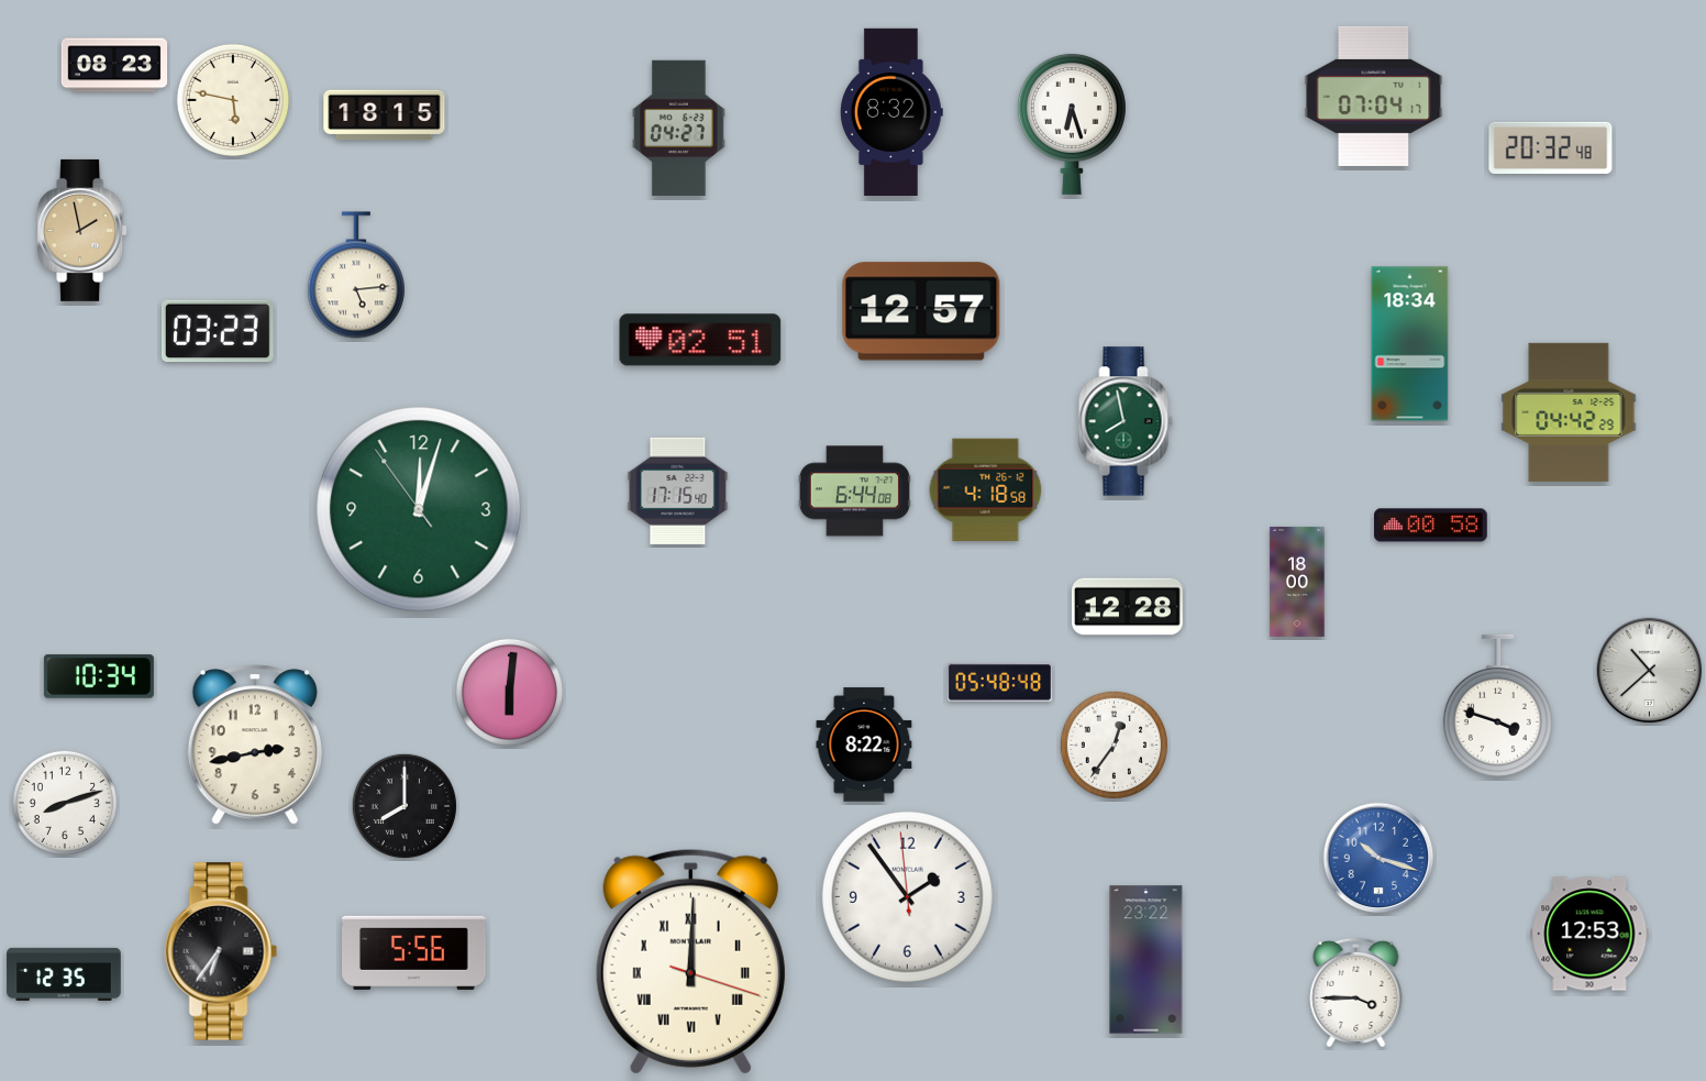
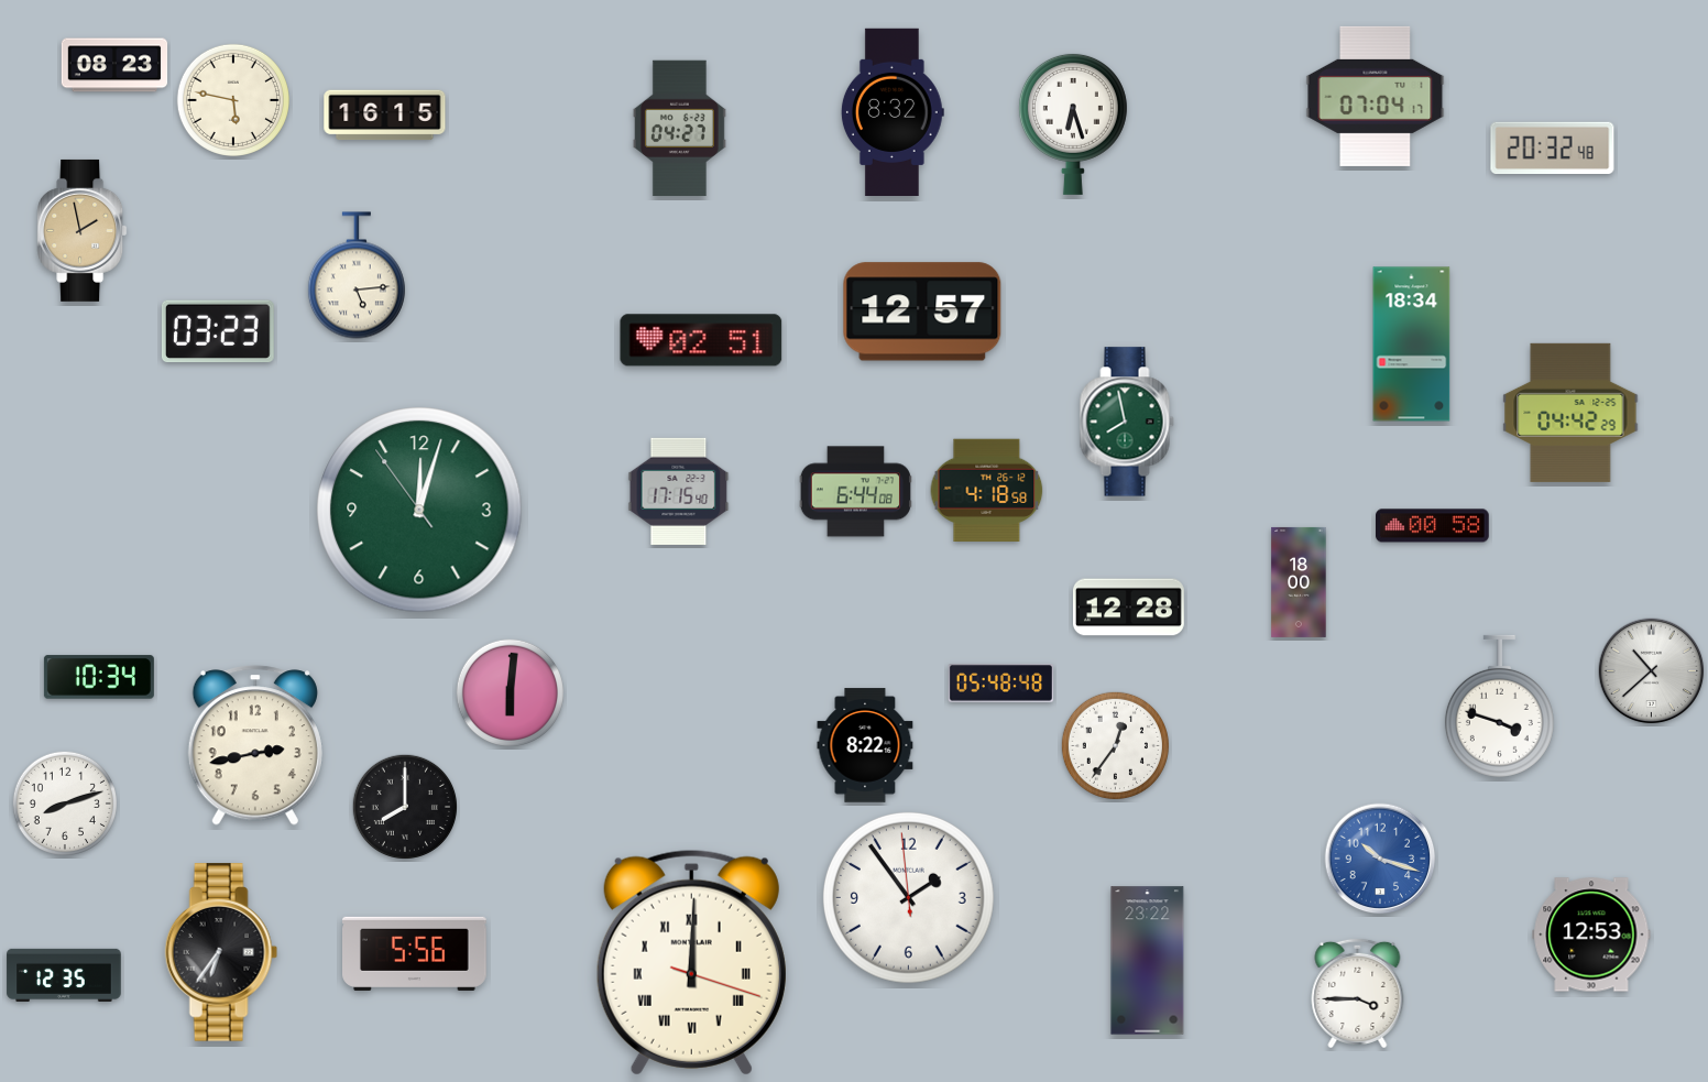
clock at (385, 115): 18:15 -> 16:15
